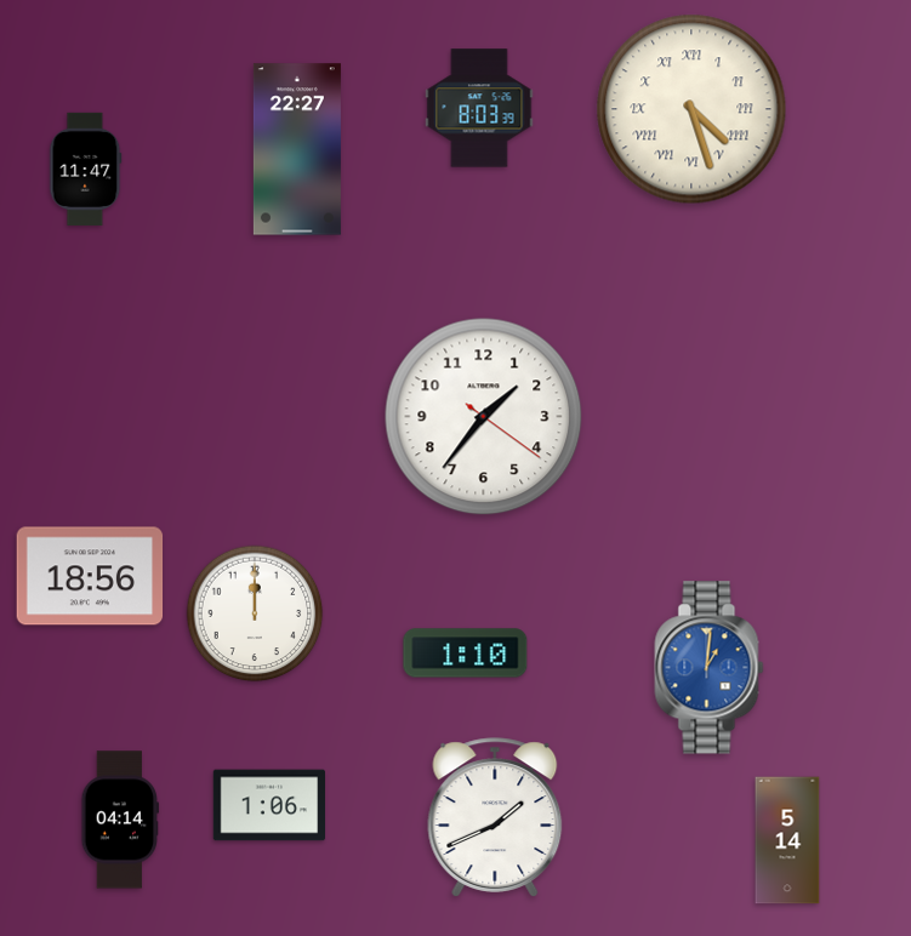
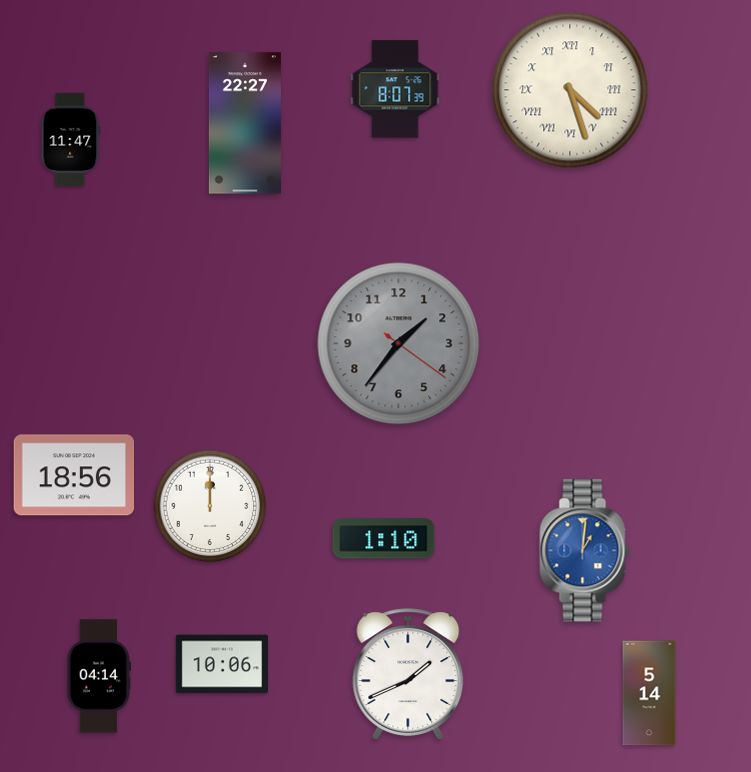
clock at (479, 108): 8:03 -> 8:07
clock at (484, 417) dial: white -> grey
clock at (269, 805): 1:06 -> 10:06
